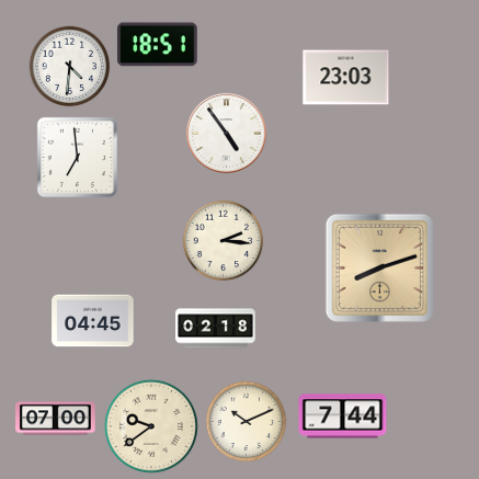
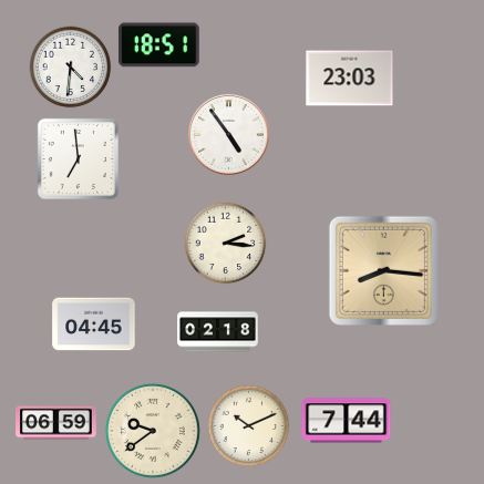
clock at (379, 267): 8:12 -> 8:16
clock at (56, 419): 07:00 -> 06:59
